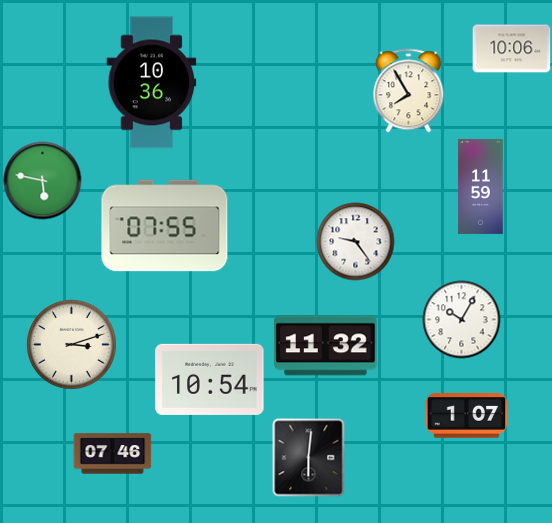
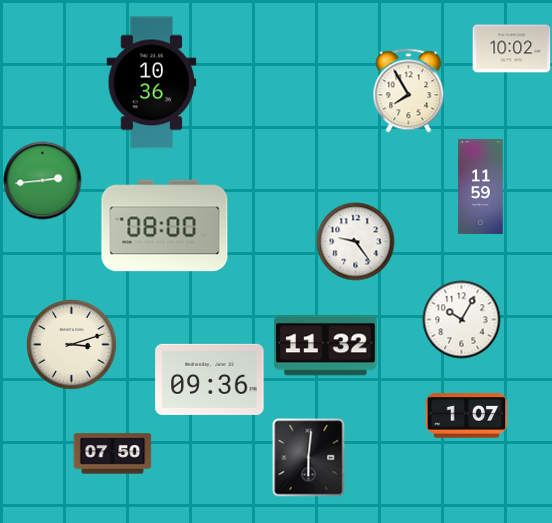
clock at (511, 49): 10:06 -> 10:02
clock at (42, 180): 5:47 -> 2:44
clock at (165, 226): 07:55 -> 08:00
clock at (210, 379): 10:54 -> 09:36
clock at (112, 454): 07:46 -> 07:50
